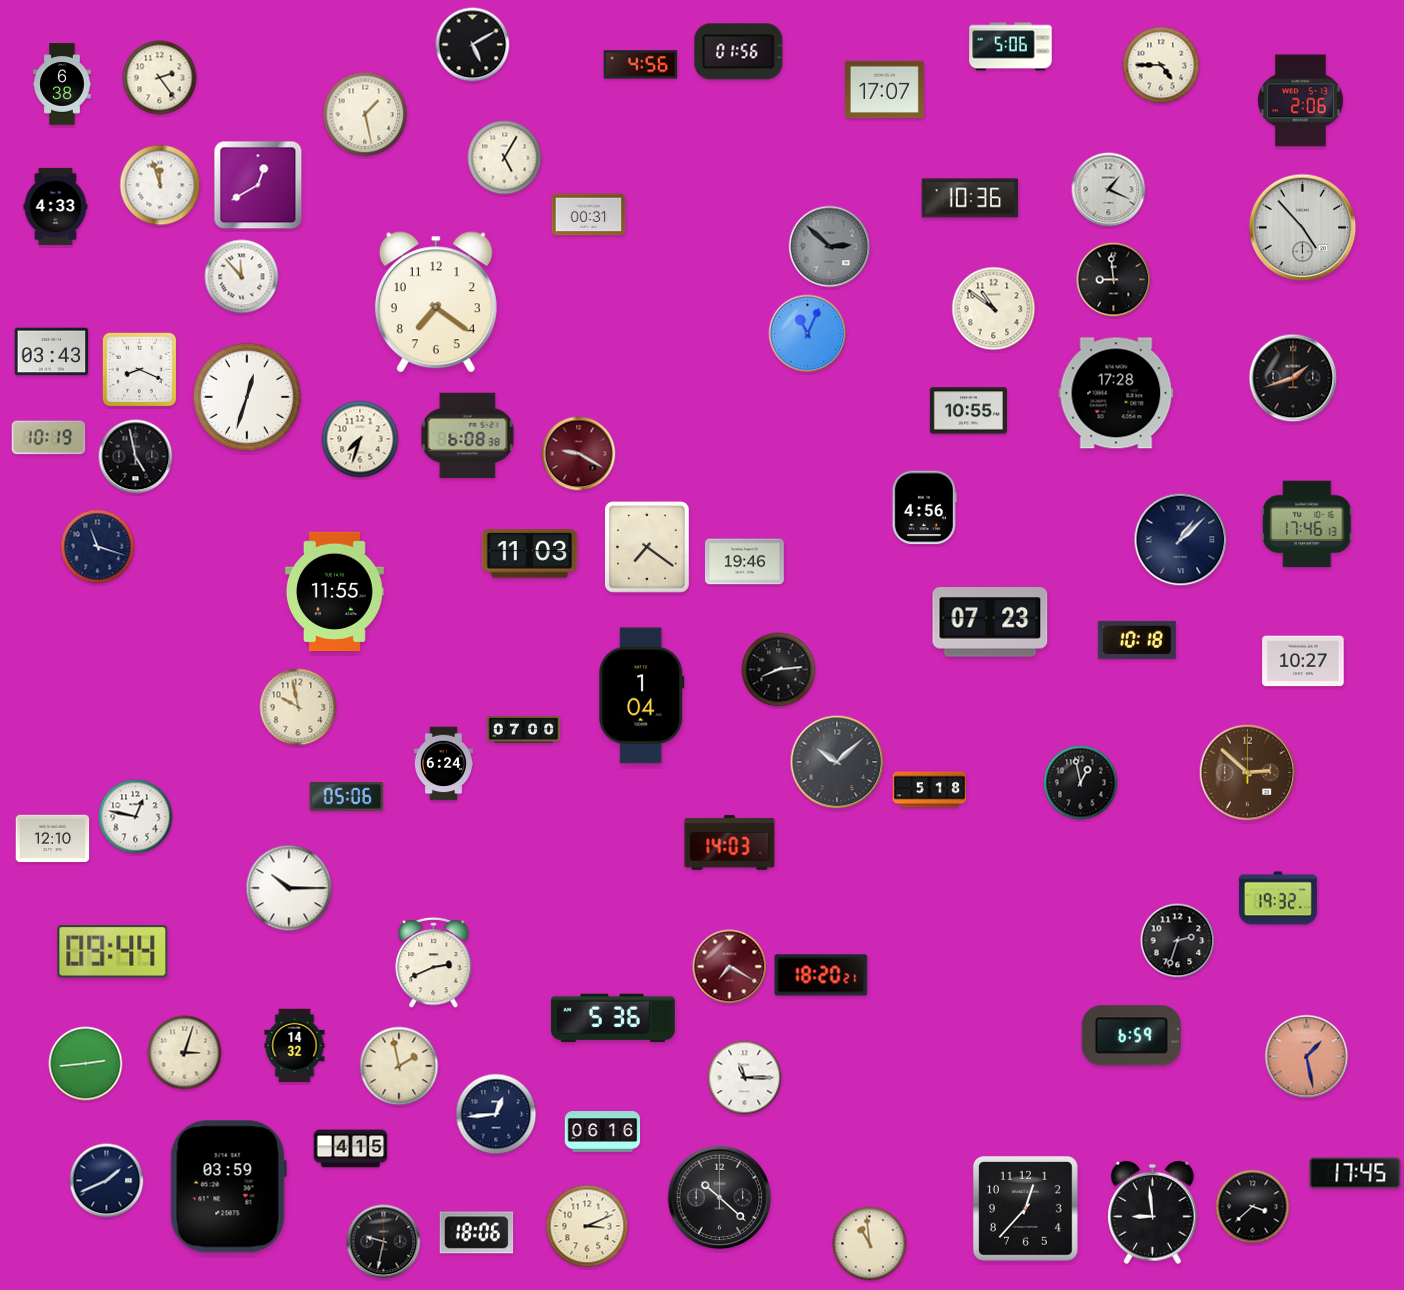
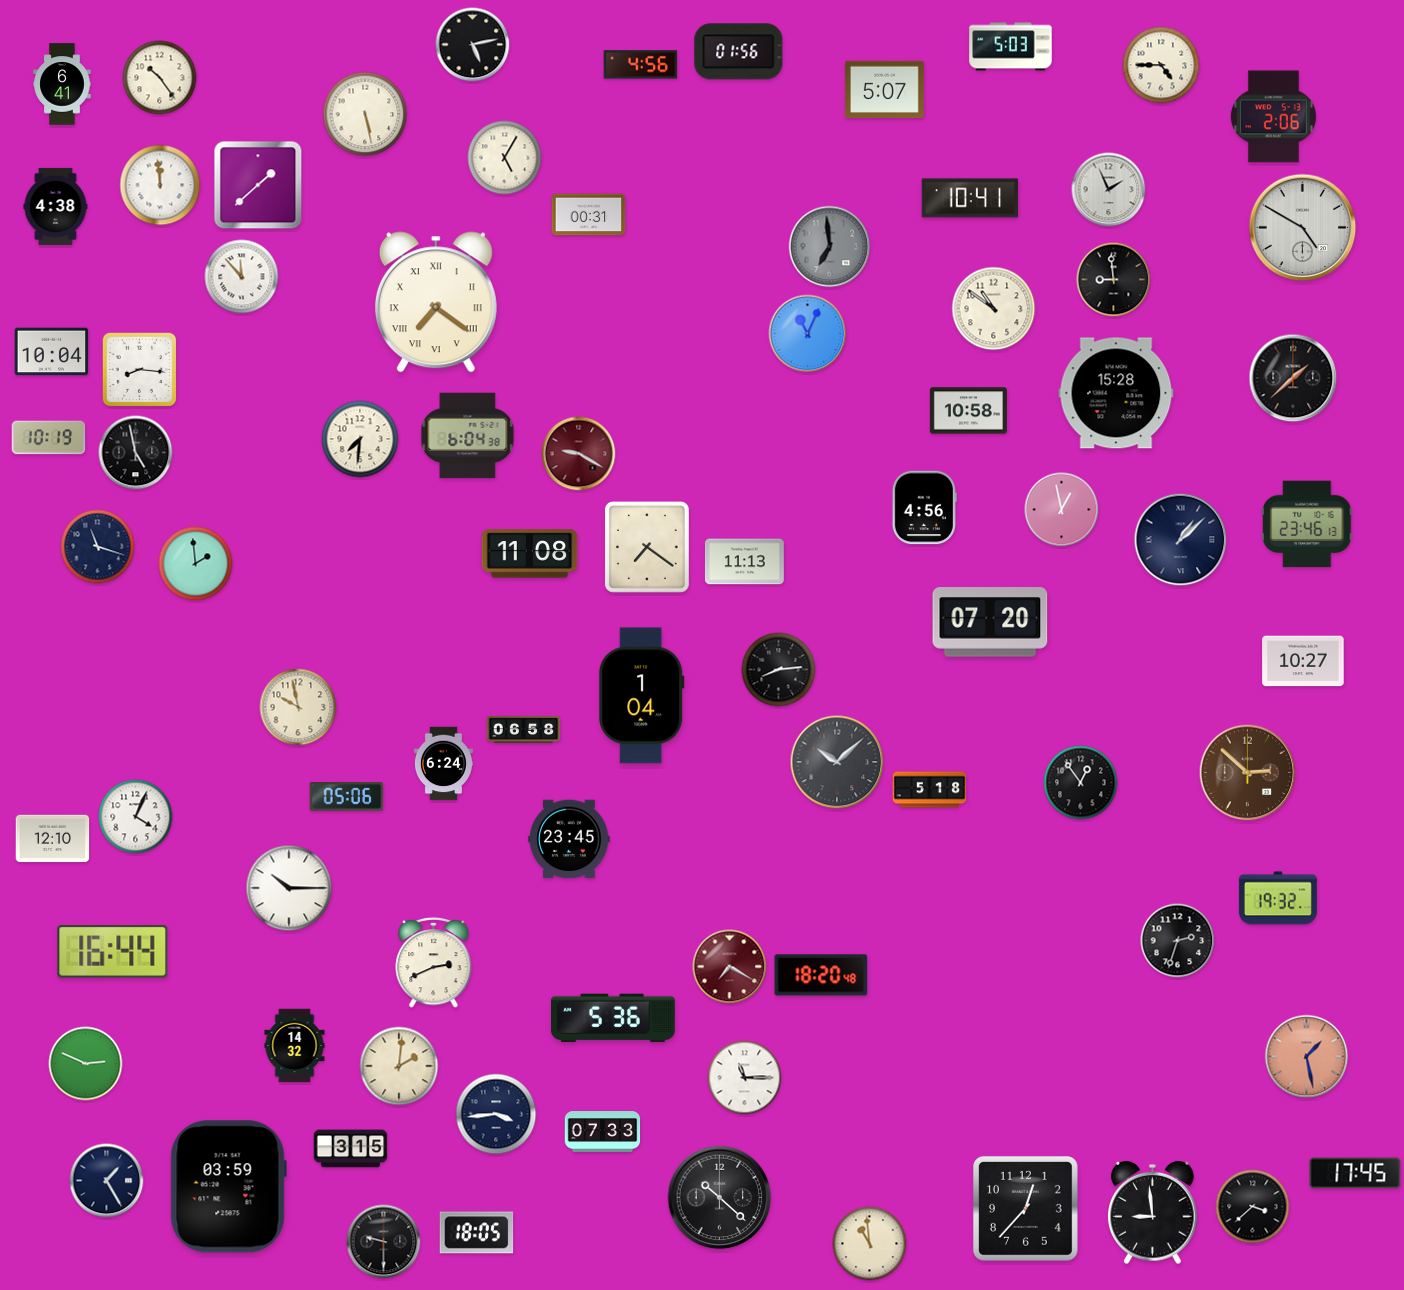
clock at (473, 45): 5:10 -> 5:13
clock at (1011, 47): 5:06 -> 5:03
clock at (160, 78): 2:24 -> 10:24
clock at (62, 84): 6:38 -> 6:41
clock at (884, 90): 17:07 -> 5:07
clock at (1300, 101) position: (1300, 101) -> (1273, 117)
clock at (365, 114): 1:28 -> 5:28
clock at (160, 185): 11:57 -> 11:59
clock at (258, 185): 12:40 -> 1:38
clock at (1109, 190): 1:19 -> 1:56
clock at (970, 198): 10:36 -> 10:41
clock at (56, 206): 4:33 -> 4:38
clock at (1303, 228): 4:53 -> 4:50
clock at (830, 247): 2:52 -> 6:59
clock at (436, 302) numerals: Arabic -> Roman
clock at (52, 352): 03:43 -> 10:04
clock at (140, 370): 8:19 -> 8:16
clock at (1293, 378): 1:42 -> 1:38
clock at (1116, 393): 17:28 -> 15:28
clock at (247, 397): 12:33 -> none
clock at (968, 411): 10:55 -> 10:58
clock at (468, 436): 6:08 -> 6:04
clock at (360, 439): 7:33 -> 7:31
clock at (136, 457) position: (136, 457) -> (136, 453)
clock at (1062, 510): none -> 12:58
clock at (1307, 524): 17:46 -> 23:46
clock at (530, 554): 11:03 -> 11:08
clock at (744, 562): 19:46 -> 11:13
clock at (196, 564): none -> 1:59
clock at (334, 592): 11:55 -> none
clock at (990, 622): 07:23 -> 07:20
clock at (1137, 640): 10:18 -> none
clock at (524, 729): 07:00 -> 06:58
clock at (1081, 783): 12:58 -> 12:54
clock at (136, 817): 12:47 -> 4:04
clock at (569, 839): none -> 23:45
clock at (730, 843): 14:03 -> none
clock at (113, 952): 09:44 -> 16:44
clock at (821, 975): 18:20:21 -> 18:20:48
clock at (1131, 1036): 6:59 -> none
clock at (185, 1053): 3:03 -> none
clock at (86, 1064): 2:44 -> 2:49
clock at (399, 1066): 1:58 -> 2:01
clock at (496, 1114): 12:44 -> 3:44
clock at (603, 1132): 06:16 -> 07:33
clock at (351, 1149): 4:15 -> 3:15
clock at (107, 1181): 1:41 -> 1:25
clock at (587, 1226): 3:11 -> none
clock at (477, 1233): 18:06 -> 18:05
clock at (384, 1242): 9:32 -> 9:30
